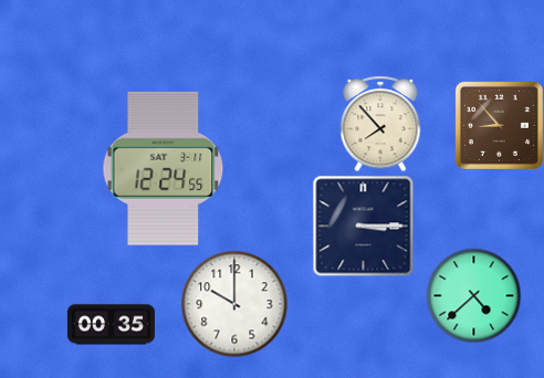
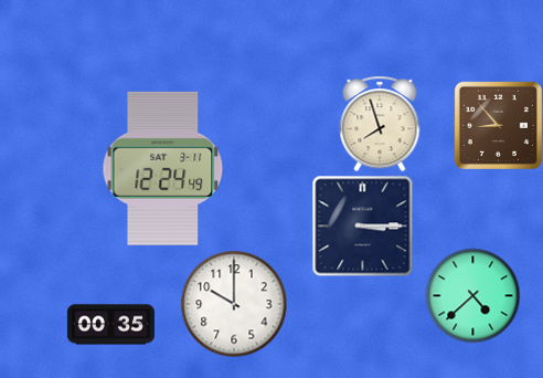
clock at (380, 124): 7:53 -> 7:57
clock at (164, 168): 12:24:55 -> 12:24:49
